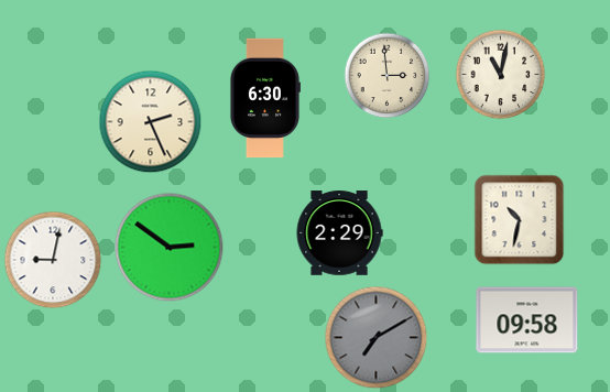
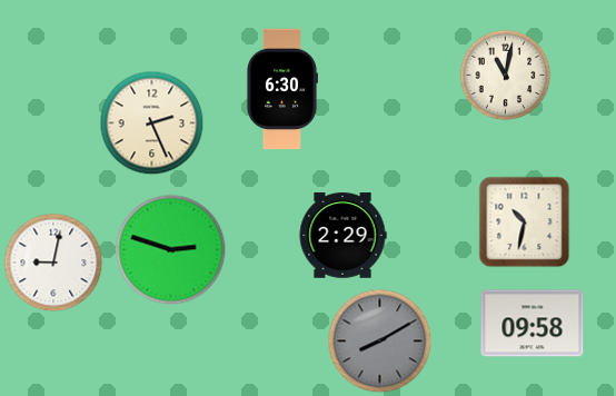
clock at (386, 75): 2:59 -> none
clock at (264, 98) position: (264, 98) -> (281, 89)
clock at (170, 248): 2:51 -> 2:48
clock at (375, 337): 7:10 -> 8:10
